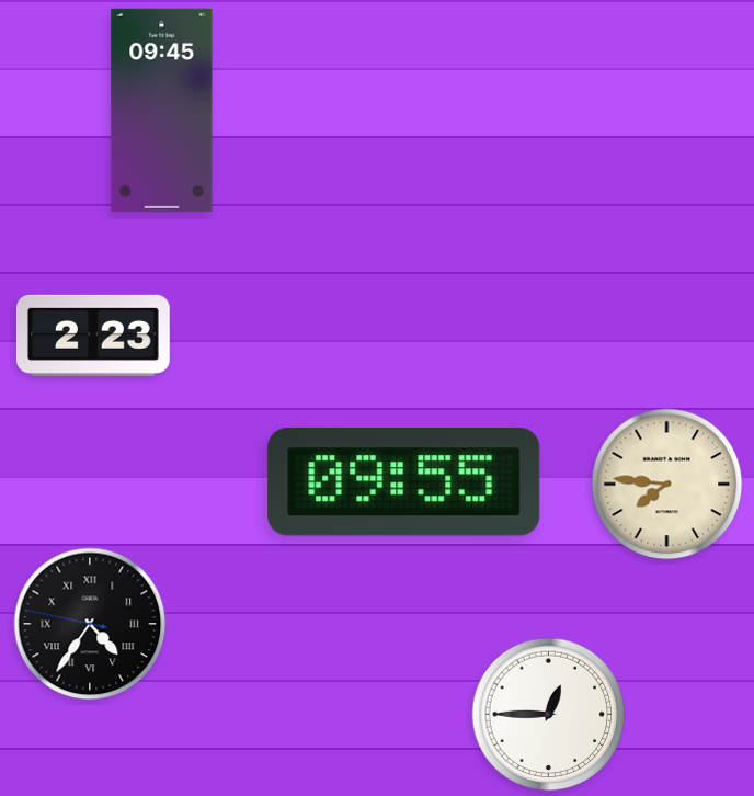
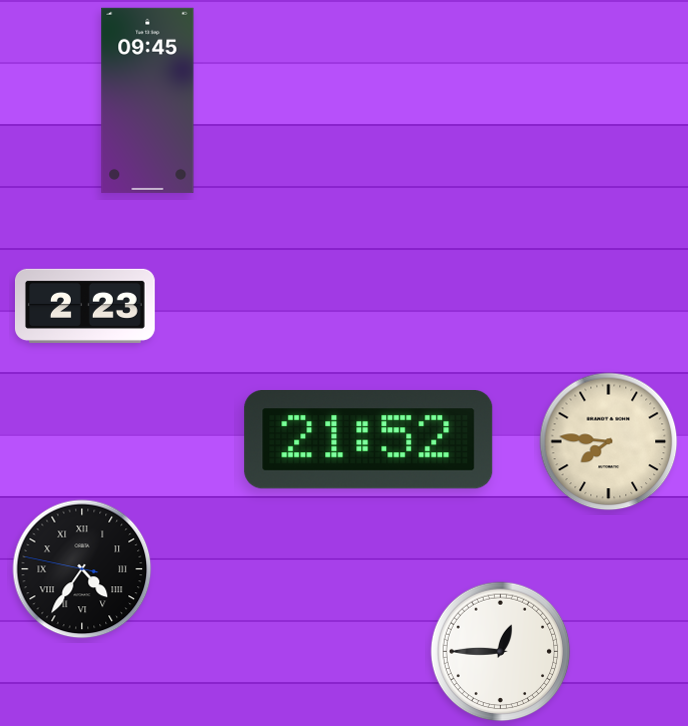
clock at (404, 482): 09:55 -> 21:52
